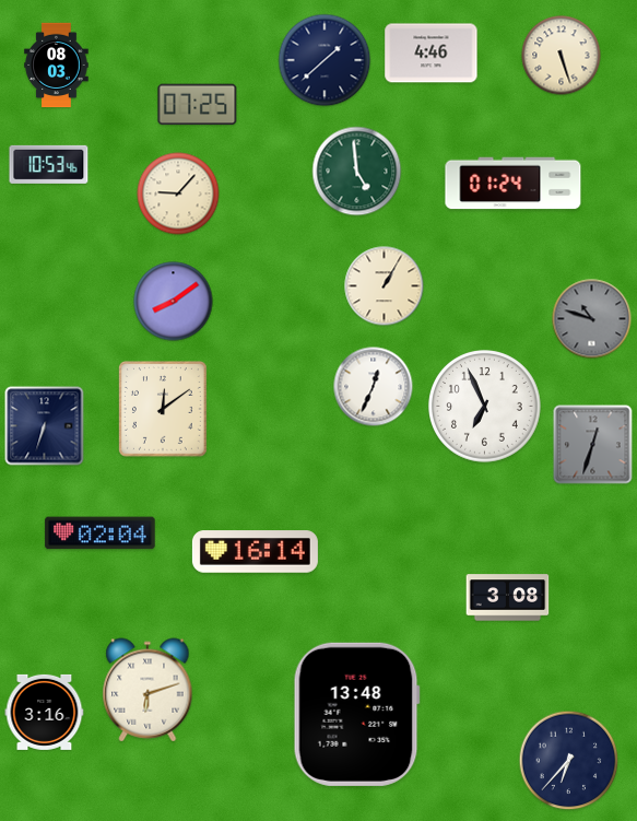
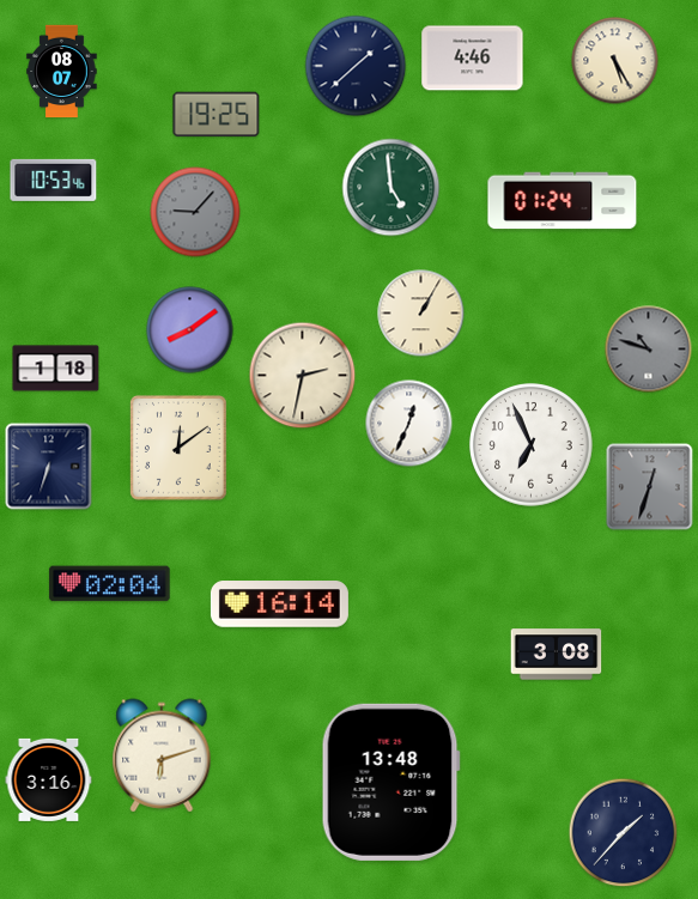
clock at (562, 56): 5:27 -> 5:25
clock at (57, 66): 08:03 -> 08:07
clock at (198, 105): 07:25 -> 19:25
clock at (178, 193) dial: cream -> grey
clock at (56, 369): none -> 1:18
clock at (303, 376): none -> 2:32
clock at (569, 761): 6:37 -> 1:37
